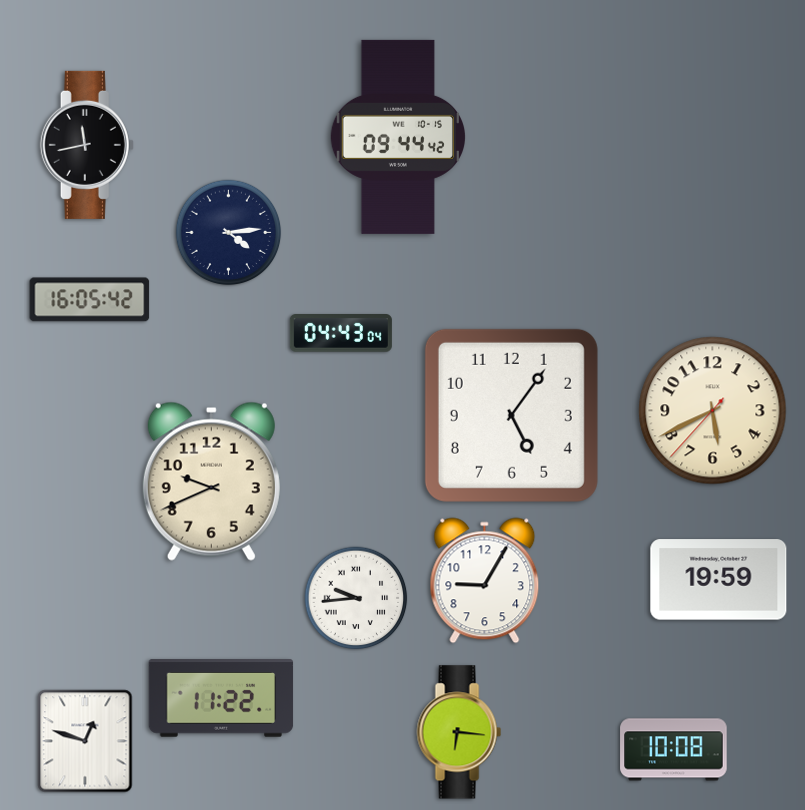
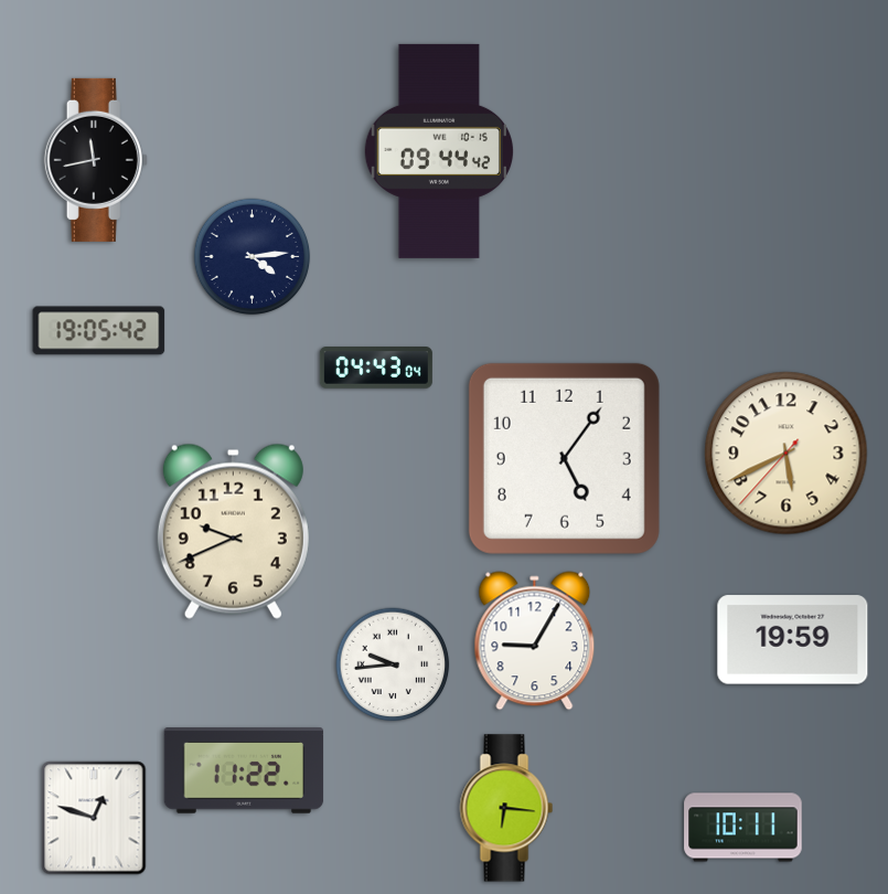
clock at (90, 300): 16:05 -> 19:05
clock at (356, 598) position: (356, 598) -> (393, 664)
clock at (674, 750): 10:08 -> 10:11
